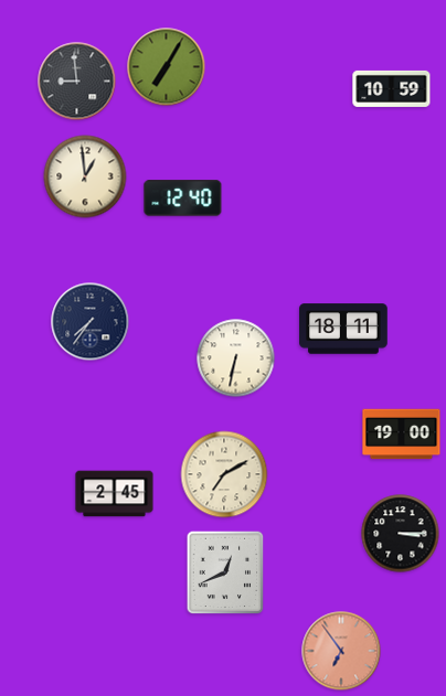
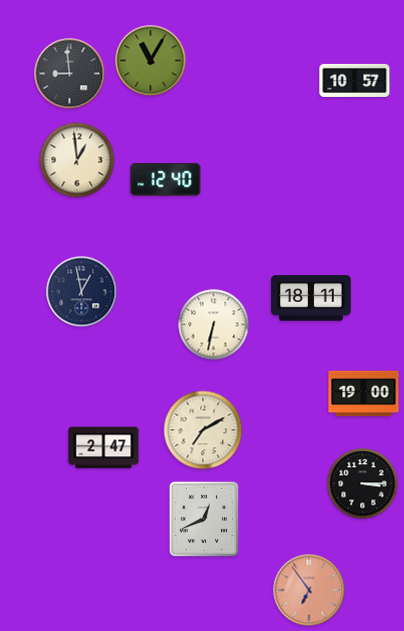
clock at (167, 67): 7:05 -> 11:05
clock at (392, 88): 10:59 -> 10:57
clock at (91, 322): 7:36 -> 12:58
clock at (115, 494): 2:45 -> 2:47
